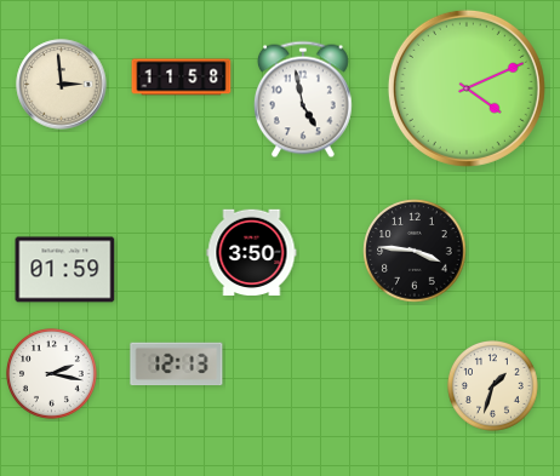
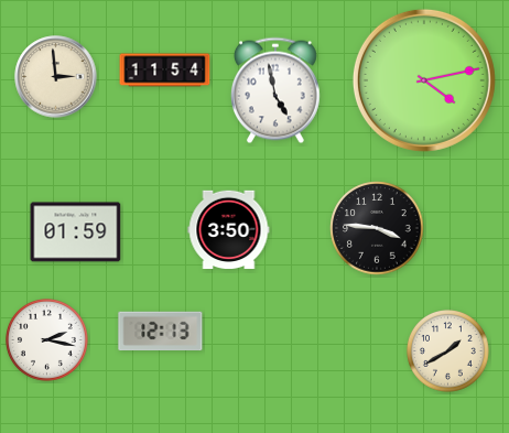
clock at (182, 78): 11:58 -> 11:54
clock at (467, 88): 4:11 -> 4:13
clock at (65, 270) position: (65, 270) -> (76, 232)
clock at (493, 386): 1:33 -> 1:40
